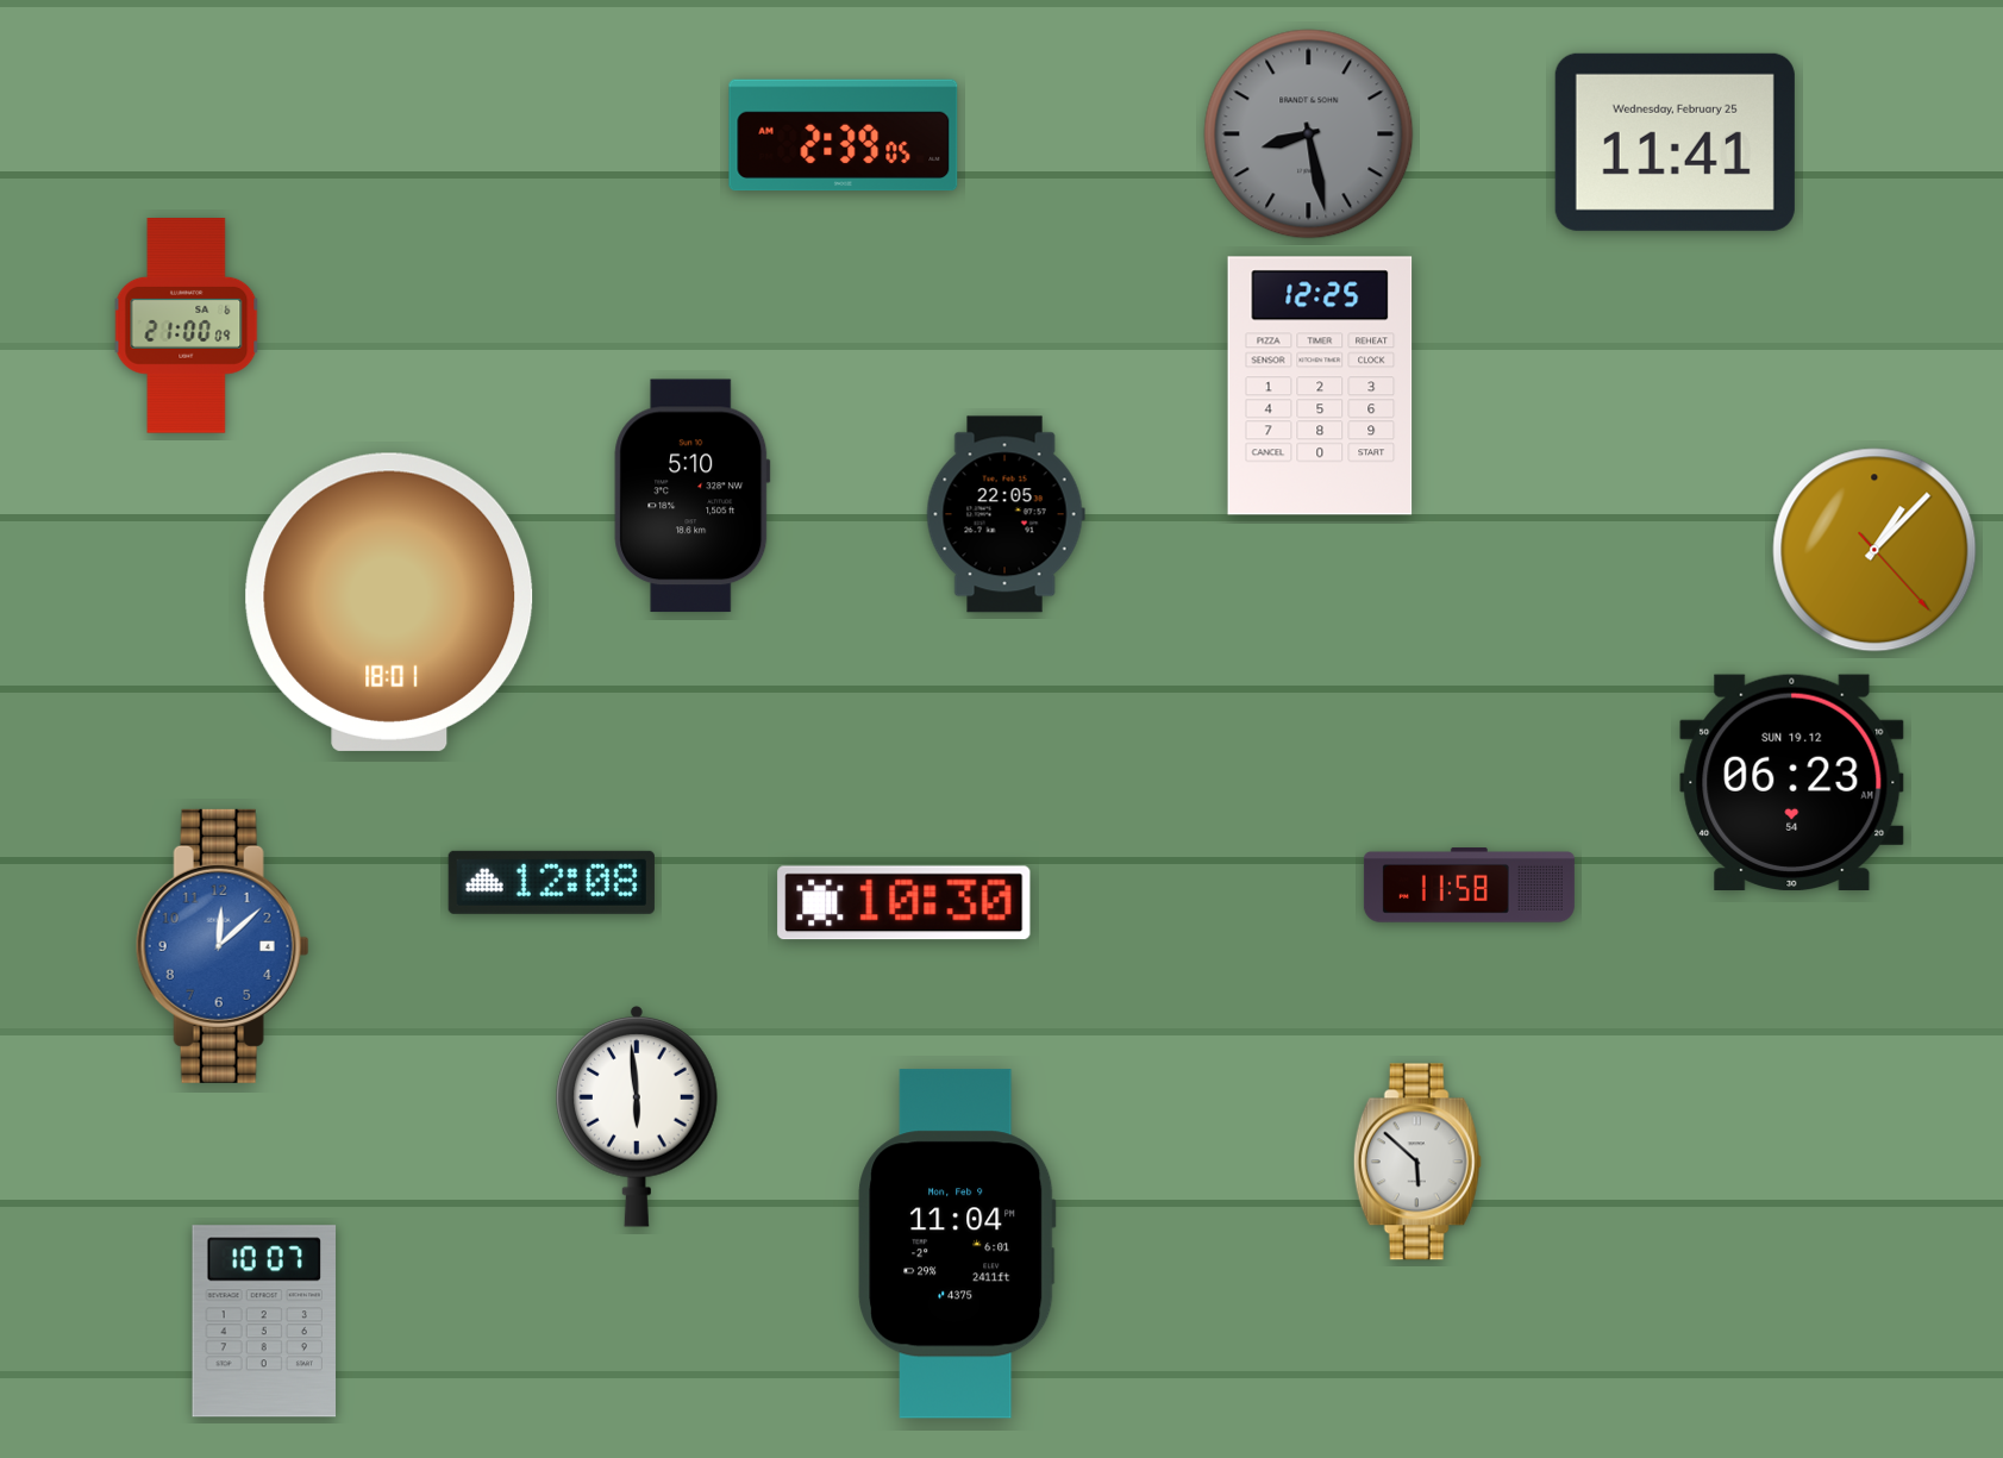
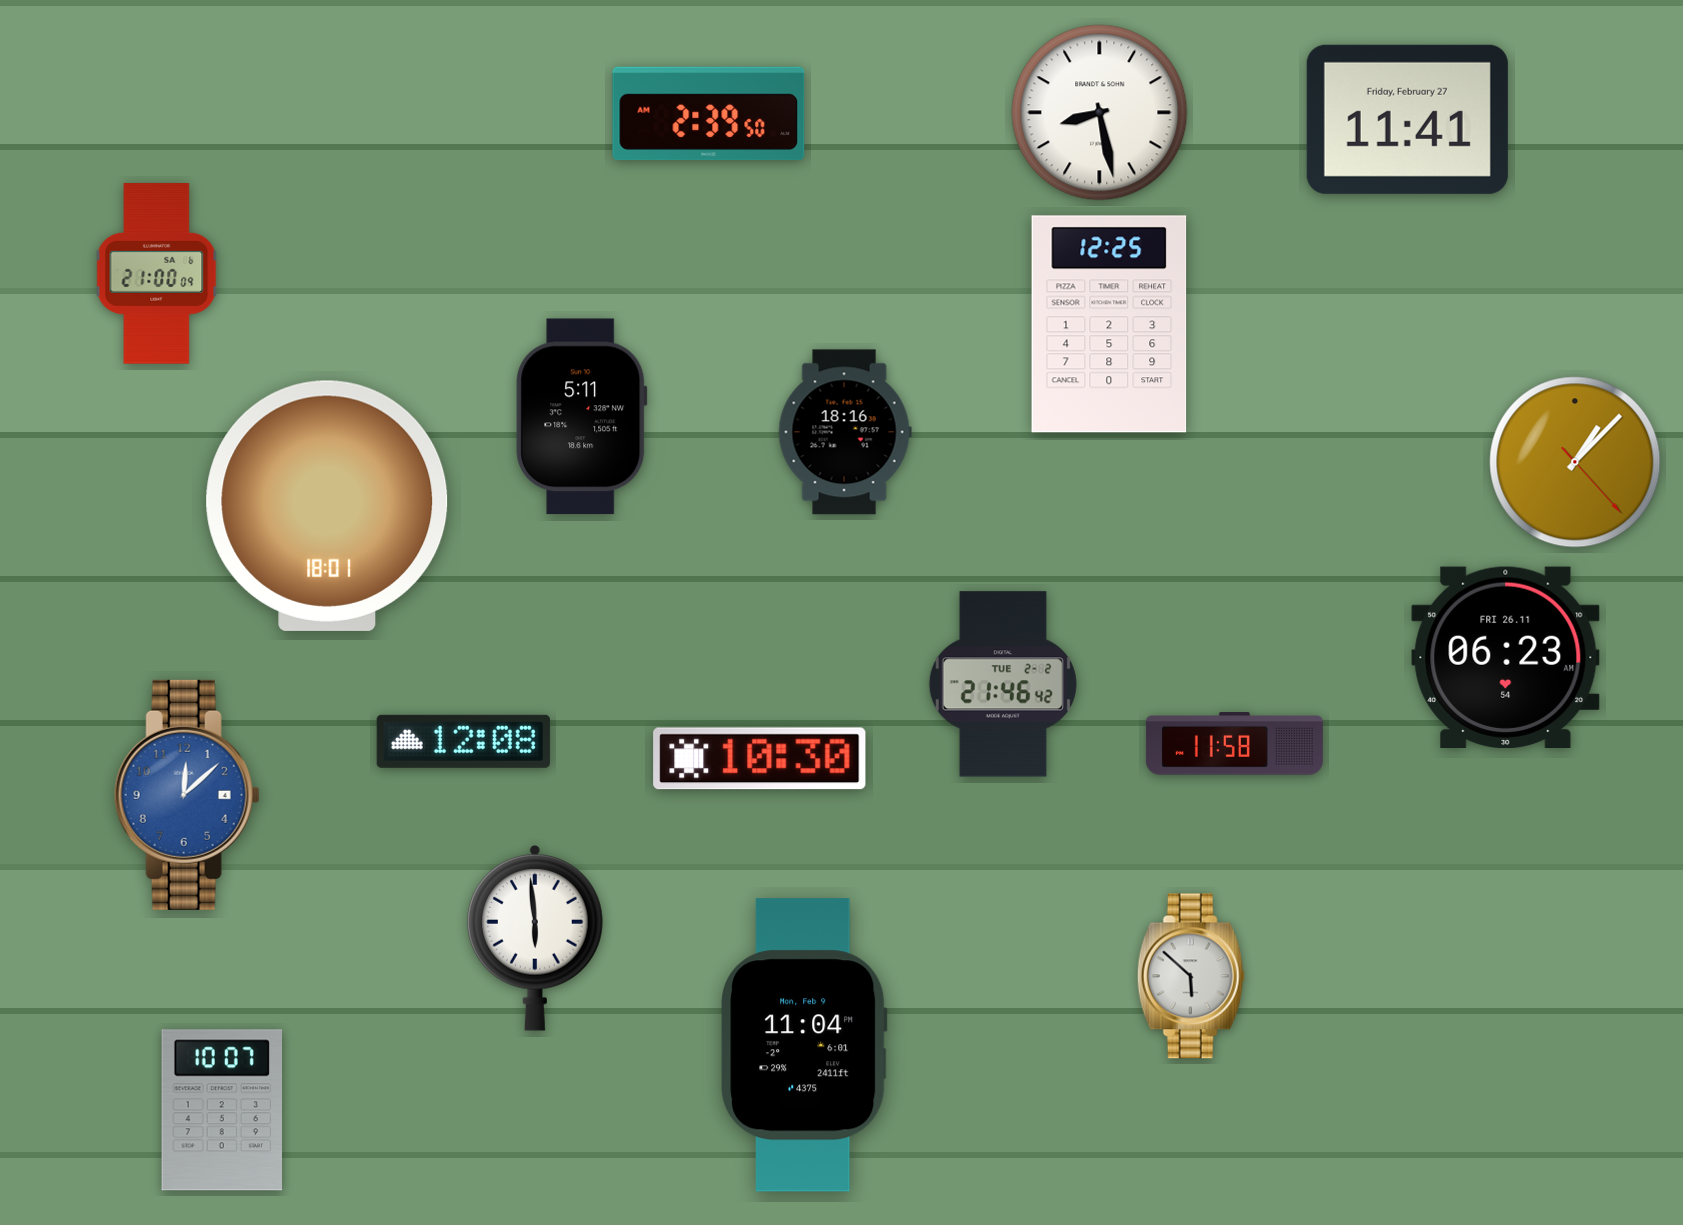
clock at (1309, 134) dial: grey -> white
clock at (844, 136): 2:39:05 -> 2:39:50
clock at (1675, 142) date: Wednesday, February 25 -> Friday, February 27
clock at (693, 496): 5:10 -> 5:11
clock at (1006, 514): 22:05 -> 18:16
clock at (1792, 782) date: SUN 19.12 -> FRI 26.11
clock at (1003, 684): none -> 21:46
